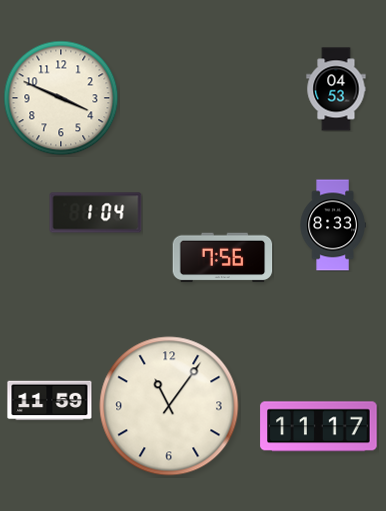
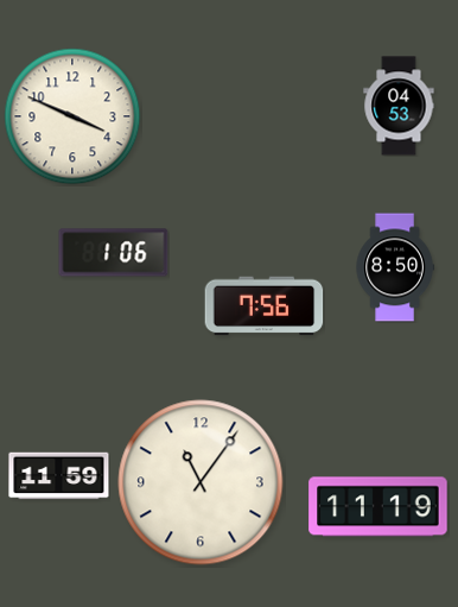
clock at (96, 213): 1:04 -> 1:06
clock at (333, 225): 8:33 -> 8:50
clock at (319, 427): 11:17 -> 11:19
